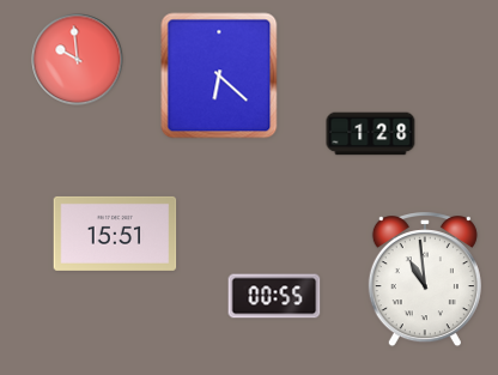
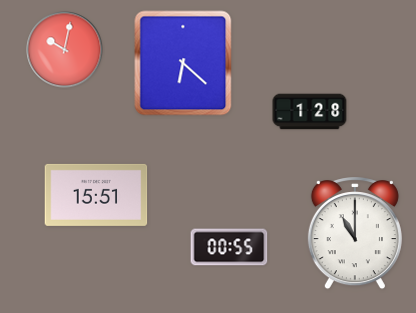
clock at (78, 60): 9:59 -> 10:02
clock at (425, 280): 10:59 -> 11:00
